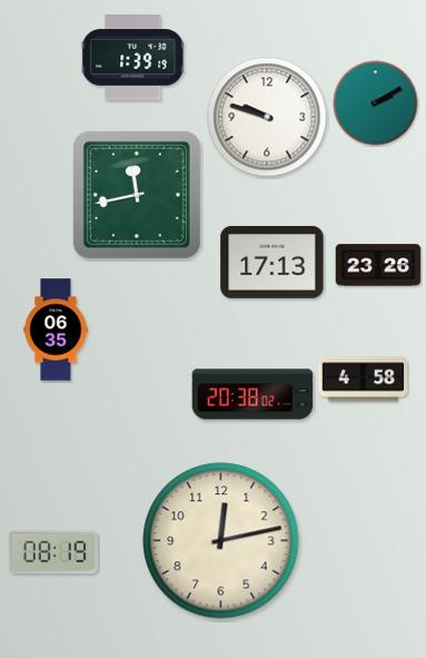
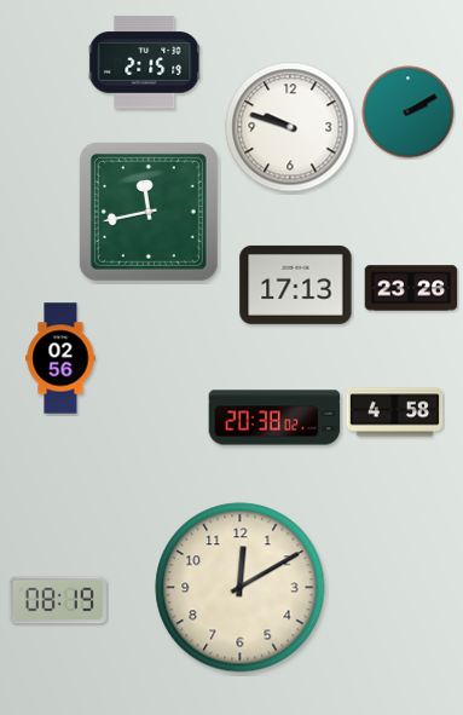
clock at (133, 58): 1:39 -> 2:15
clock at (56, 330): 06:35 -> 02:56
clock at (252, 394) position: (252, 394) -> (274, 417)
clock at (221, 541): 12:13 -> 12:10
